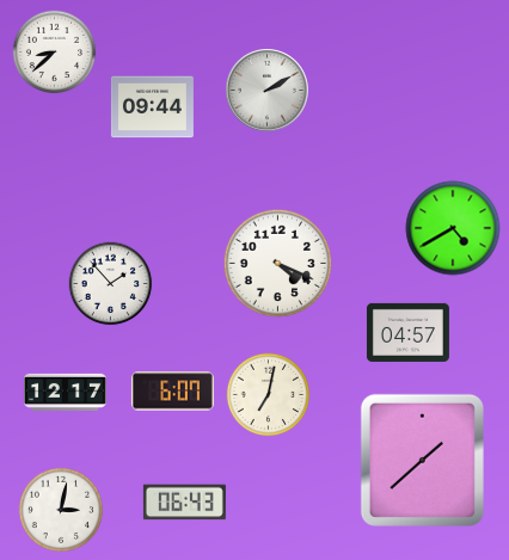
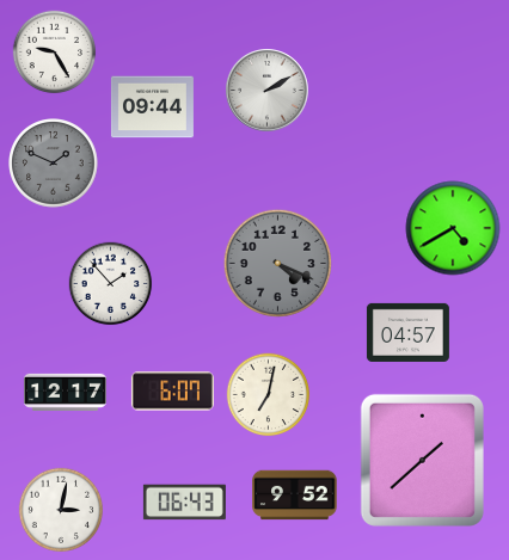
clock at (55, 53): 8:38 -> 9:25
clock at (54, 164): none -> 1:49
clock at (277, 263) dial: white -> grey
clock at (295, 496): none -> 9:52
